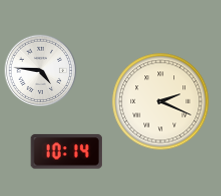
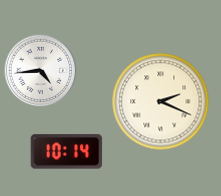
clock at (41, 71): 4:46 -> 4:44
